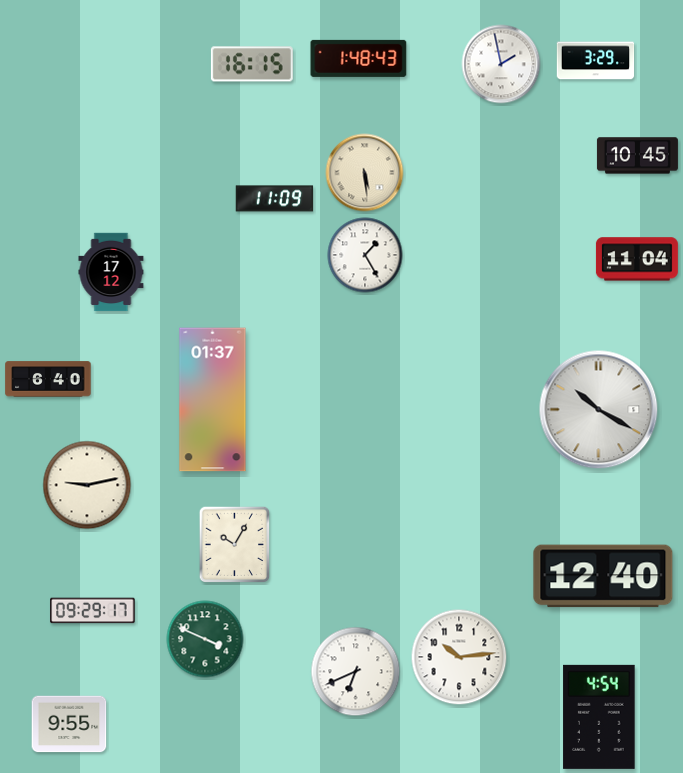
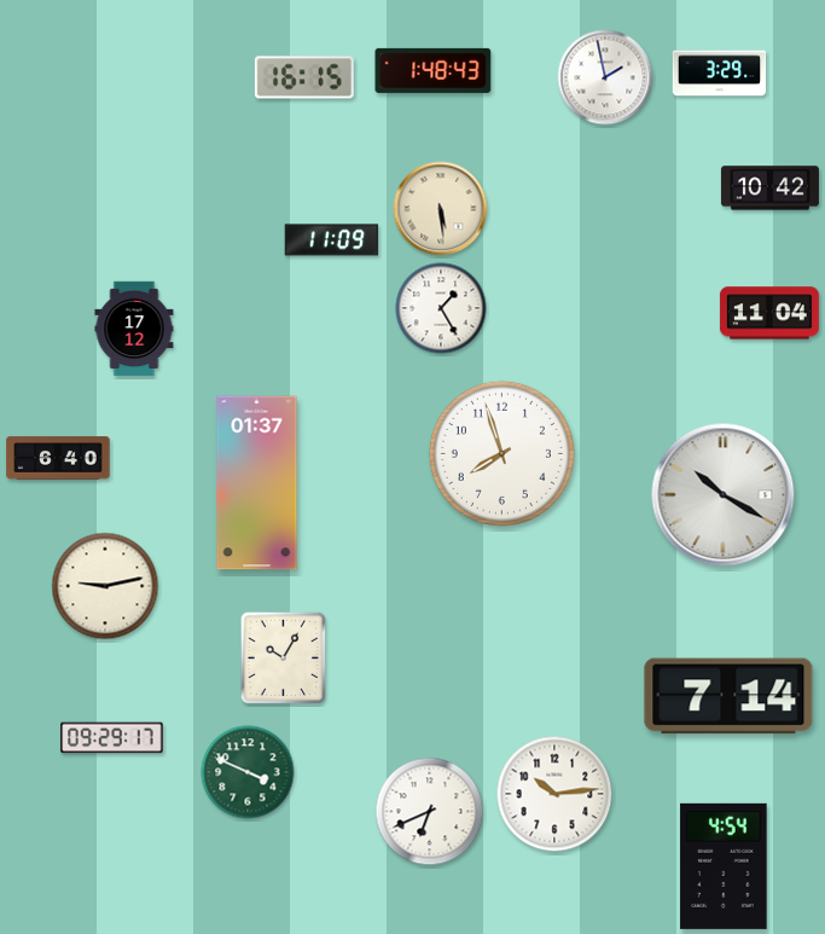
clock at (637, 156): 10:45 -> 10:42
clock at (501, 453): none -> 7:57
clock at (603, 576): 12:40 -> 7:14
clock at (69, 724): 9:55 -> none
